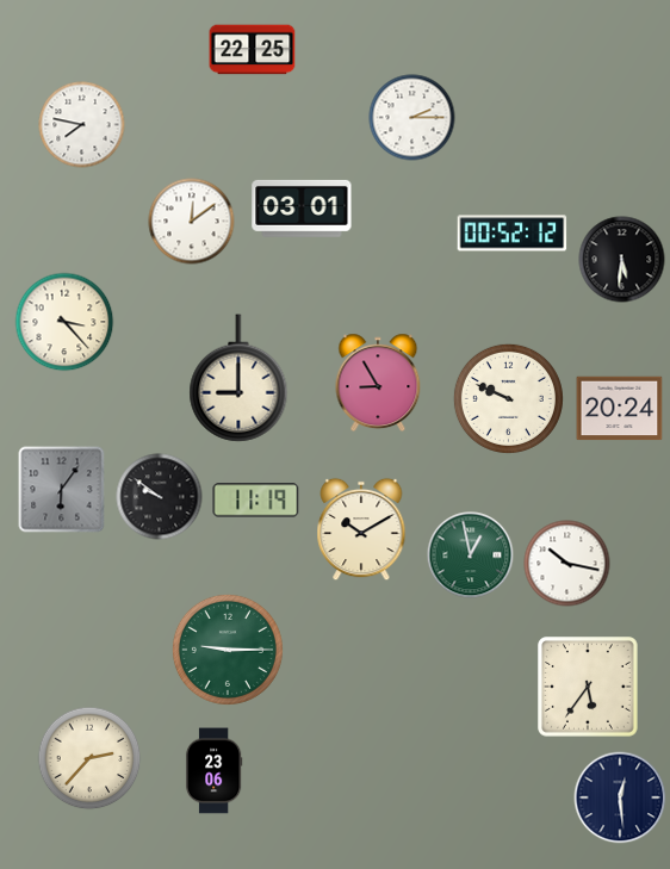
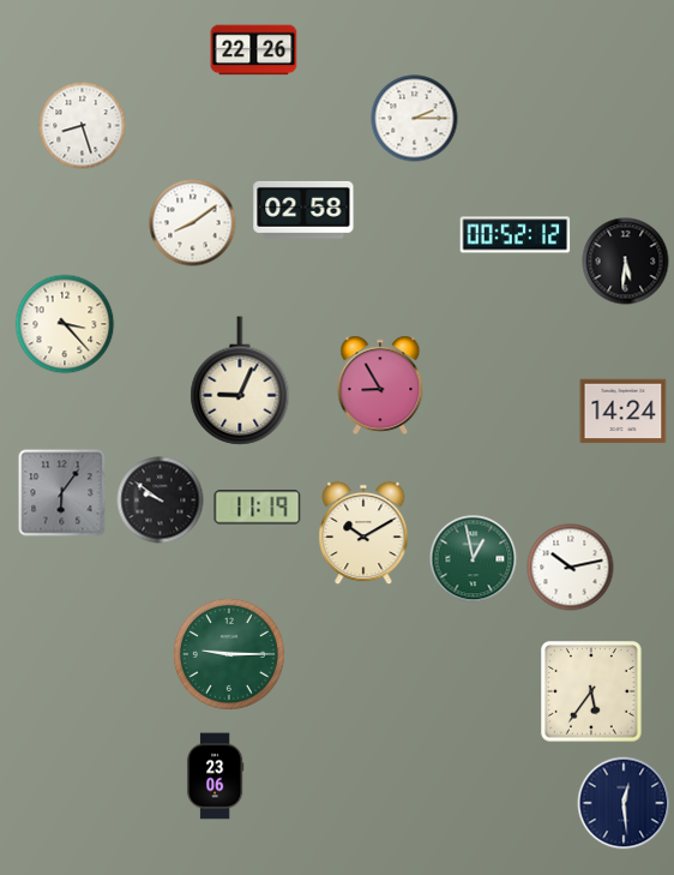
clock at (253, 50): 22:25 -> 22:26
clock at (82, 125): 7:47 -> 8:27
clock at (302, 209): 03:01 -> 02:58
clock at (192, 222): 12:09 -> 8:09
clock at (238, 378): 9:00 -> 9:04
clock at (508, 398): 9:49 -> none
clock at (620, 409): 20:24 -> 14:24
clock at (256, 501) position: (256, 501) -> (258, 508)
clock at (567, 564): 10:17 -> 10:13
clock at (89, 758): 2:37 -> none
